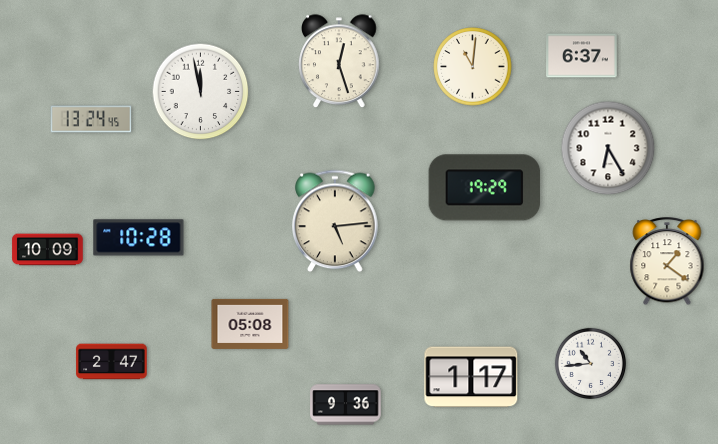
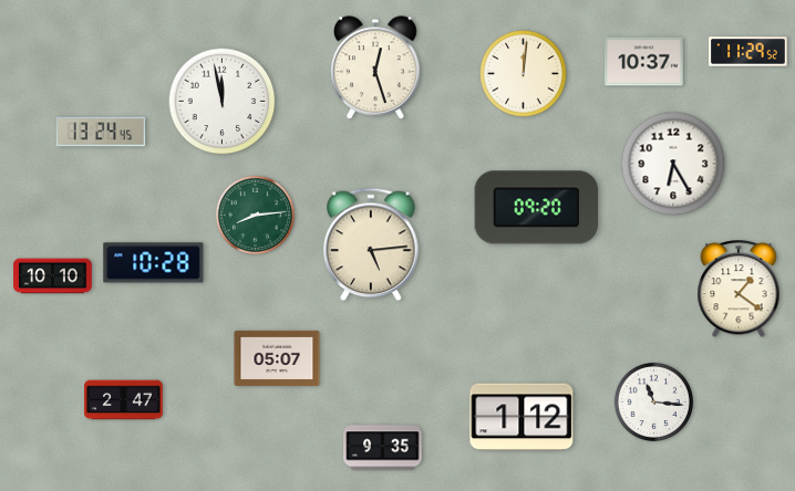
clock at (748, 52): none -> 11:29
clock at (582, 56): 6:37 -> 10:37
clock at (473, 67): 11:01 -> 12:01
clock at (485, 188): 19:29 -> 09:20
clock at (255, 215): none -> 8:14
clock at (48, 250): 10:09 -> 10:10
clock at (250, 324): 05:08 -> 05:07
clock at (590, 363): 10:44 -> 11:16
clock at (471, 377): 1:17 -> 1:12
clock at (346, 405): 9:36 -> 9:35
